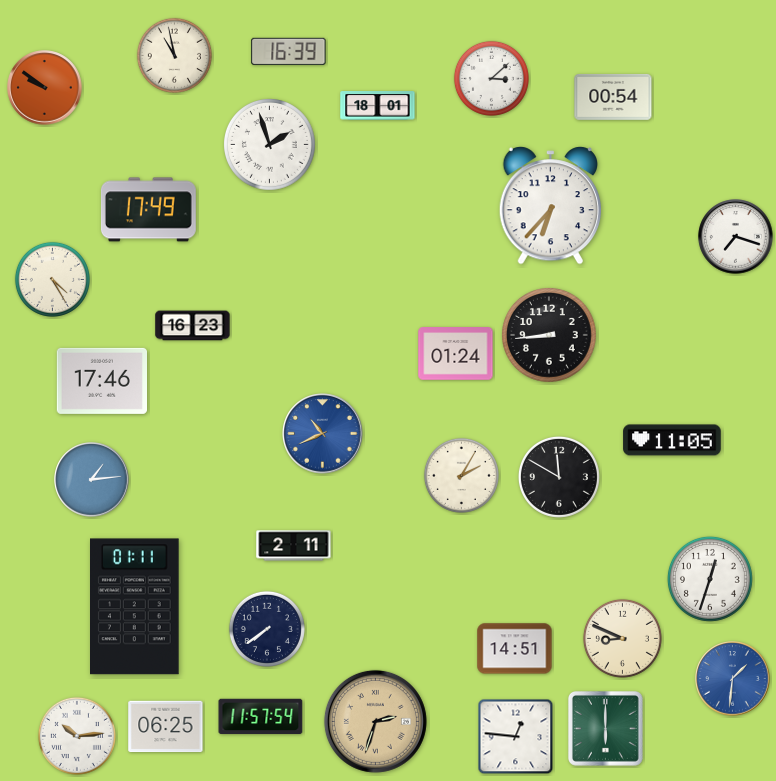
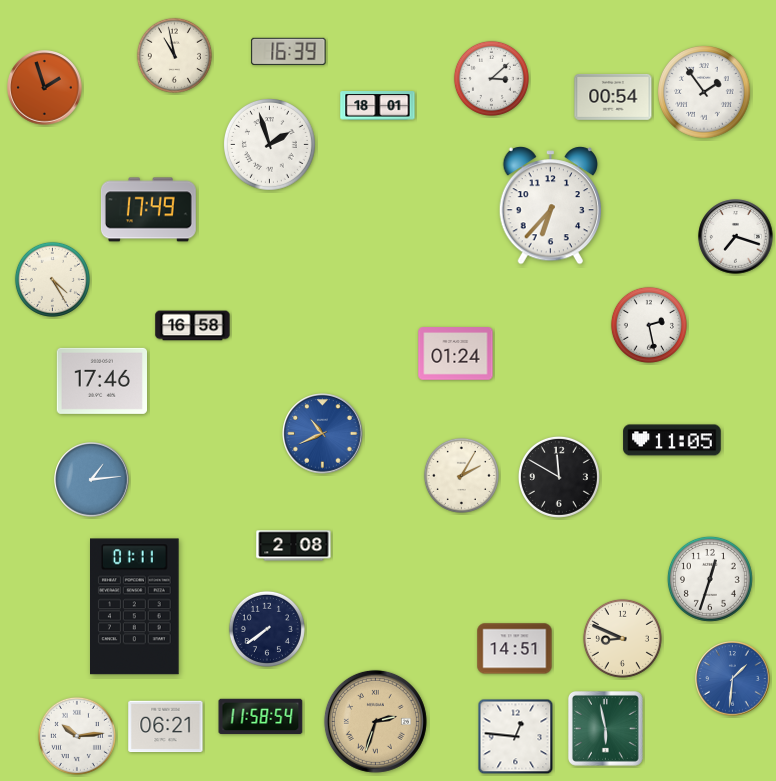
clock at (45, 88): 9:51 -> 1:57
clock at (705, 93): none -> 1:54
clock at (649, 325): none -> 2:28
clock at (193, 326): 16:23 -> 16:58
clock at (550, 336): 8:44 -> none
clock at (294, 546): 2:11 -> 2:08
clock at (261, 717): 11:57 -> 11:58
clock at (166, 727): 06:25 -> 06:21
clock at (606, 728): 6:00 -> 5:58
